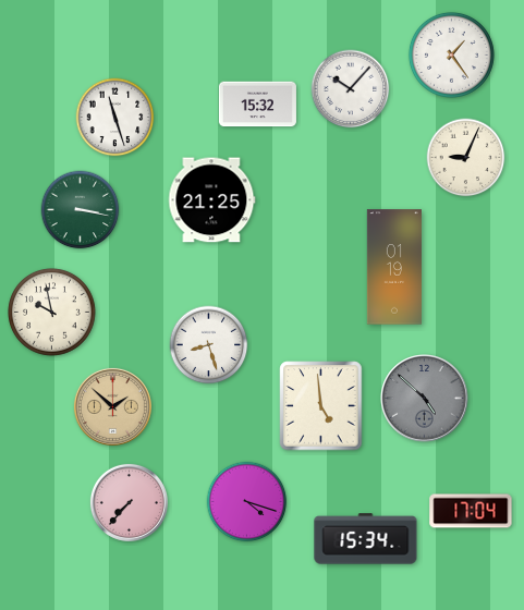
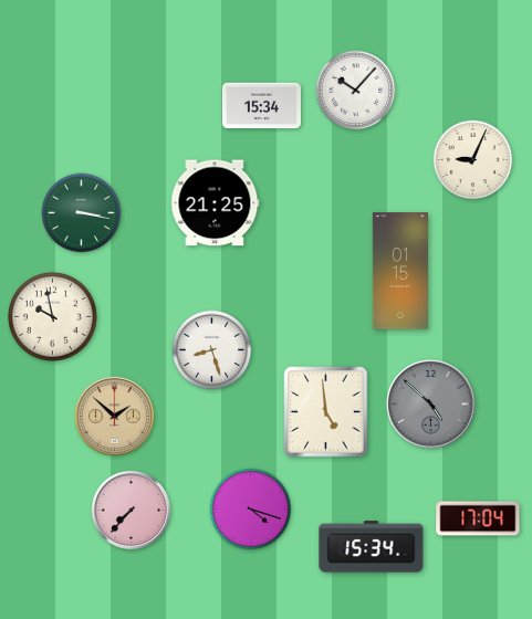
clock at (451, 54): 1:24 -> none
clock at (257, 105): 15:32 -> 15:34
clock at (115, 118): 11:27 -> none
clock at (393, 267): 01:19 -> 01:15
clock at (112, 406) position: (112, 406) -> (114, 416)
